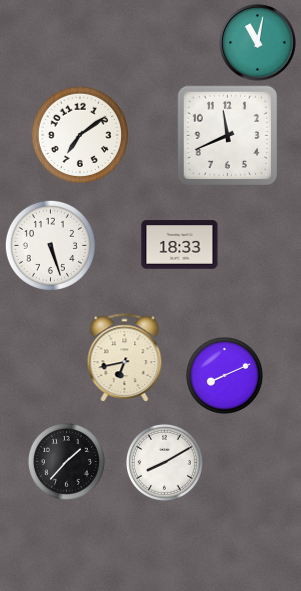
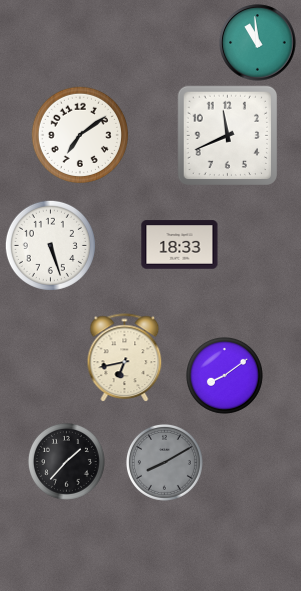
clock at (258, 43): 11:02 -> 10:59
clock at (224, 375): 8:11 -> 8:09
clock at (164, 462) dial: white -> grey
